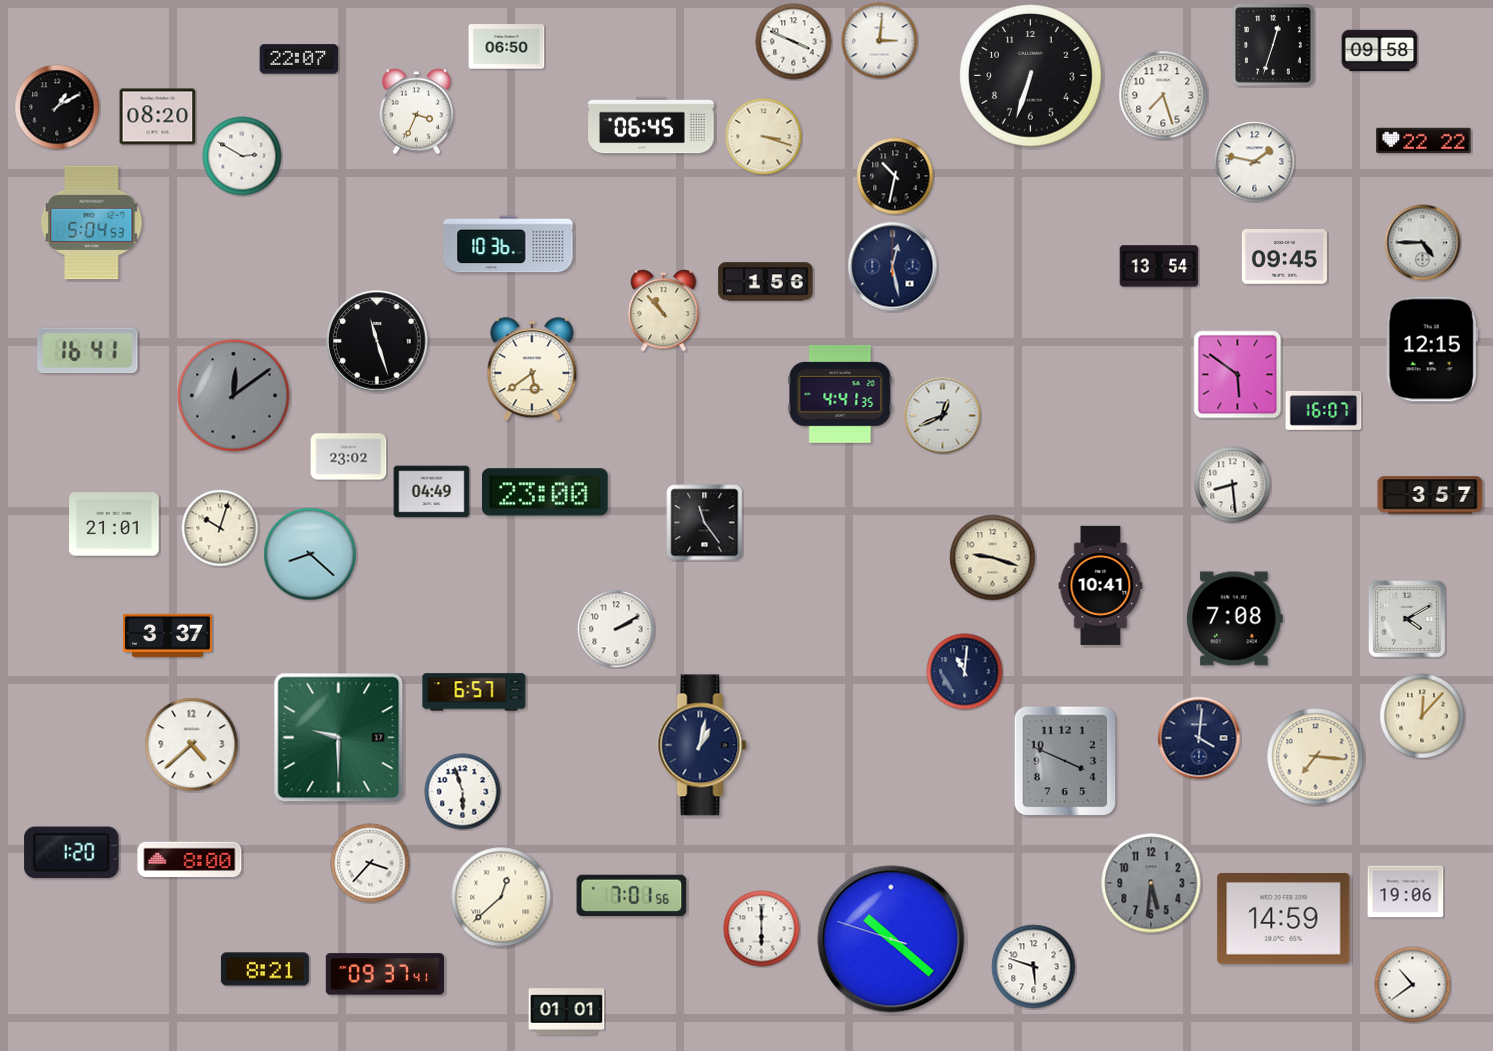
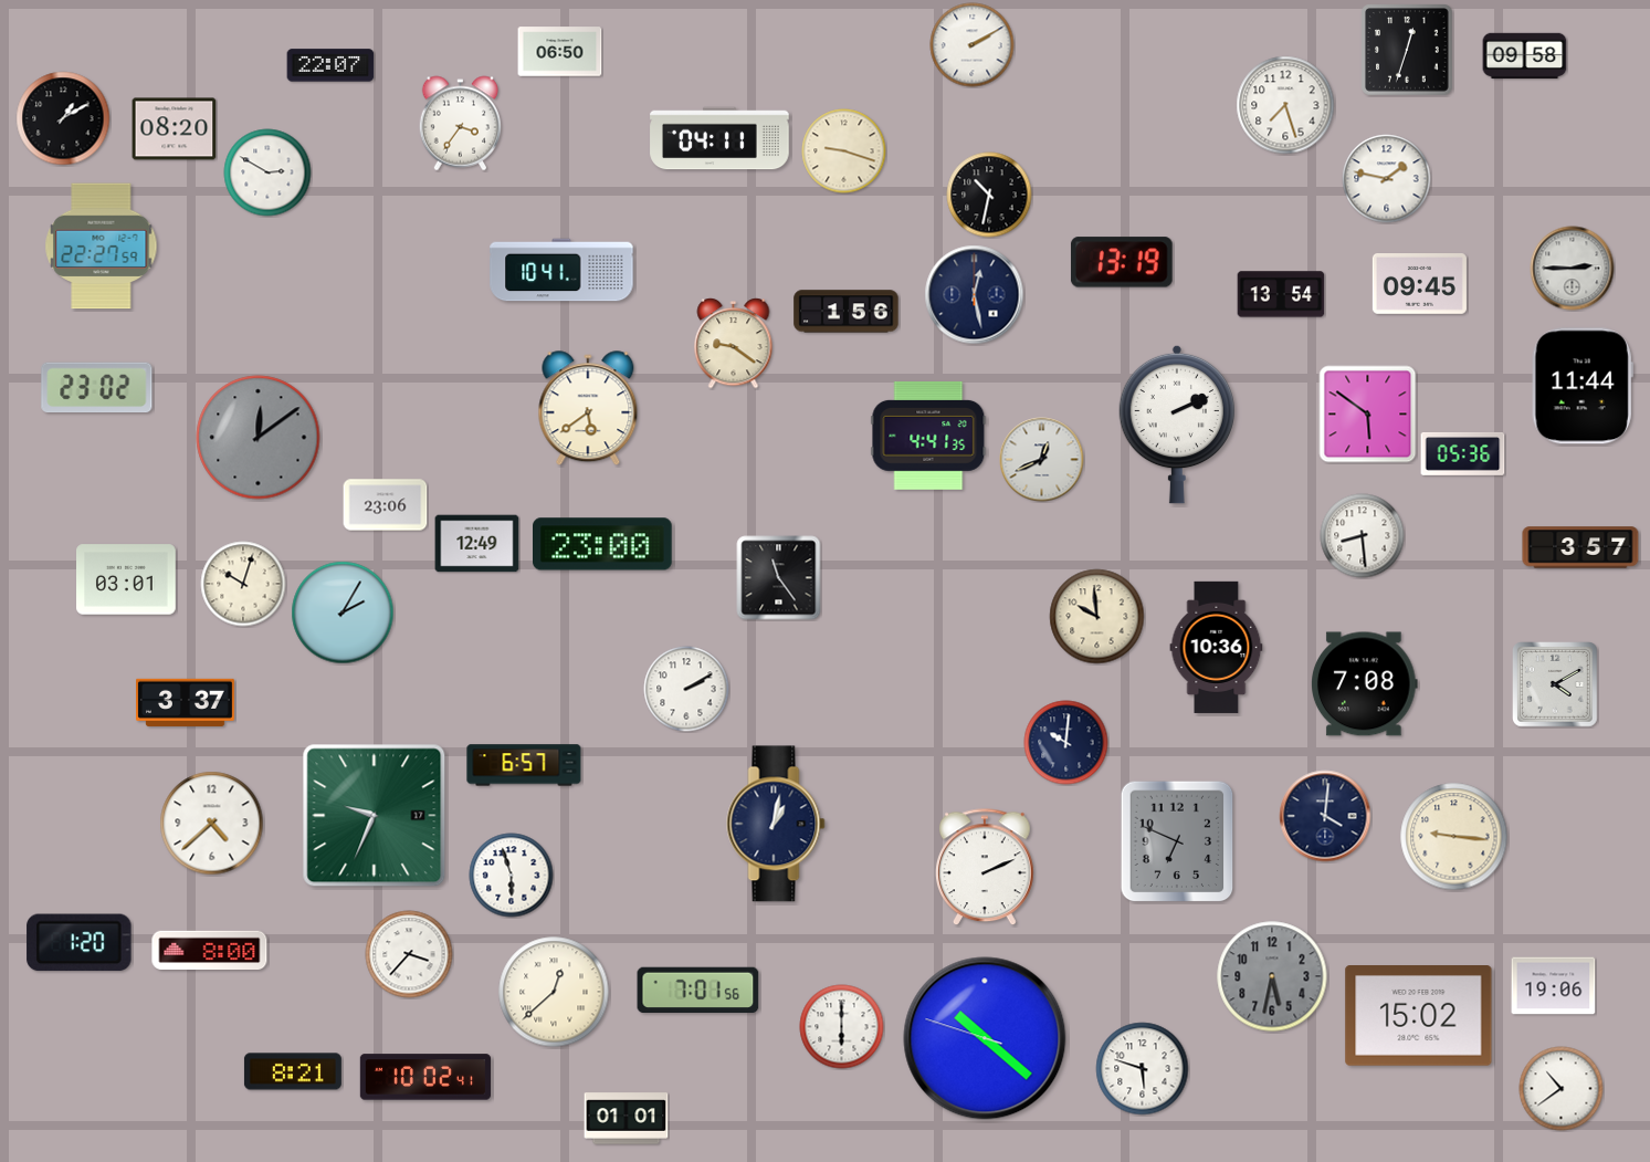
clock at (880, 41): 3:01 -> 2:10
clock at (794, 42): 3:49 -> none
clock at (1031, 76): 6:33 -> none
clock at (417, 112): 3:34 -> 3:36
clock at (651, 125): 06:45 -> 04:11
clock at (764, 137): 3:18 -> 9:18
clock at (1424, 141): 22:22 -> none
clock at (92, 223): 5:04 -> 22:27
clock at (1122, 262): none -> 13:19
clock at (1423, 243): 4:45 -> 2:45
clock at (508, 244): 10:36 -> 10:41
clock at (893, 267) position: (893, 267) -> (975, 295)
clock at (664, 311): 10:53 -> 9:21
clock at (377, 341): 11:27 -> none
clock at (1432, 349): 12:15 -> 11:44
clock at (88, 351): 16:41 -> 23:02
clock at (1176, 425): none -> 2:11
clock at (1324, 410): 16:07 -> 05:36
clock at (349, 457): 23:02 -> 23:06
clock at (432, 492): 04:49 -> 12:49
clock at (115, 524): 21:01 -> 03:01
clock at (310, 554): 8:22 -> 2:05
clock at (993, 558): 9:18 -> 9:59
clock at (1101, 585): 10:41 -> 10:36
clock at (616, 629) position: (616, 629) -> (686, 689)
clock at (965, 672): 11:01 -> 10:01
clock at (1422, 716): 12:07 -> none
clock at (339, 738): 9:30 -> 9:34
clock at (1316, 757): 7:16 -> 9:16
clock at (1065, 761): 3:49 -> 6:49
clock at (986, 868): none -> 2:11
clock at (1151, 883): 5:31 -> 5:32
clock at (1284, 919): 14:59 -> 15:02
clock at (385, 974): 09:37 -> 10:02
